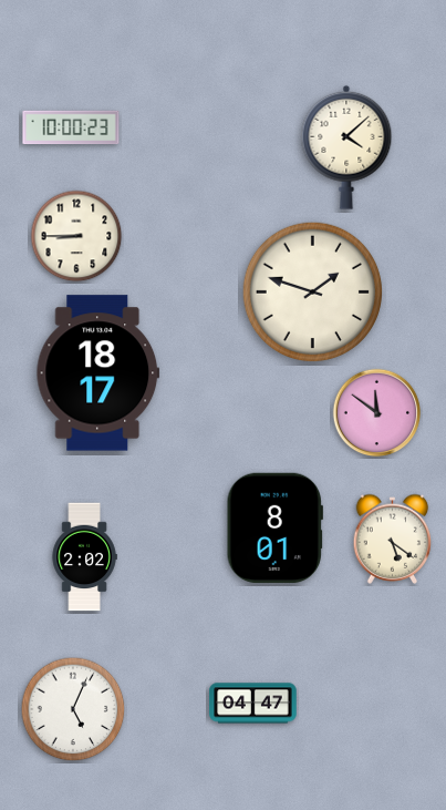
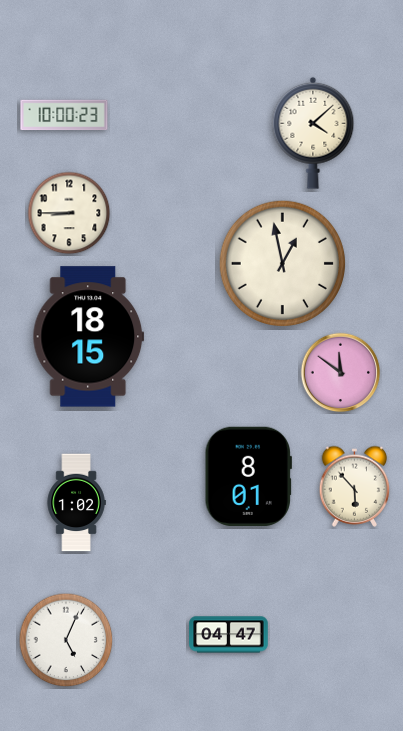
clock at (312, 291): 1:48 -> 12:58
clock at (98, 373): 18:17 -> 18:15
clock at (393, 539): 5:21 -> 5:53
clock at (84, 557): 2:02 -> 1:02
